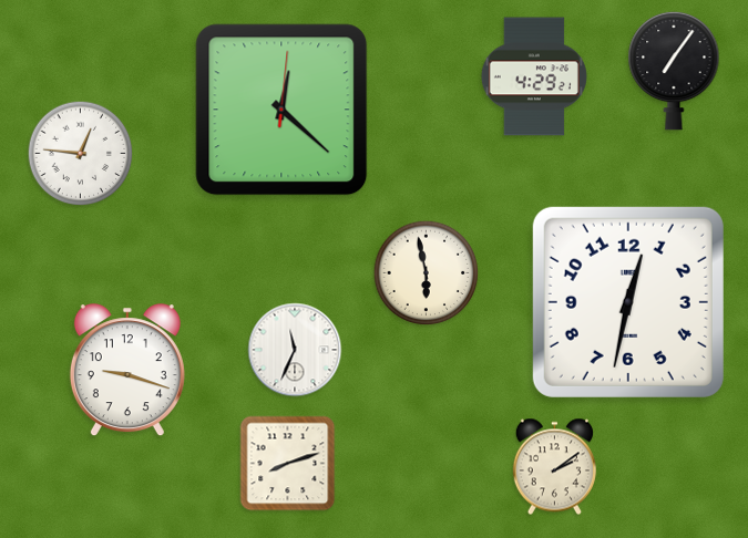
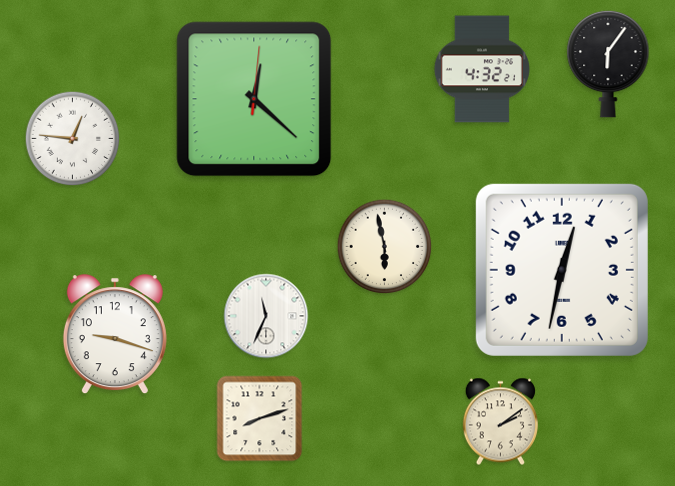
clock at (674, 71): 7:06 -> 6:06
clock at (534, 76): 4:29 -> 4:32
clock at (628, 302) position: (628, 302) -> (562, 270)
